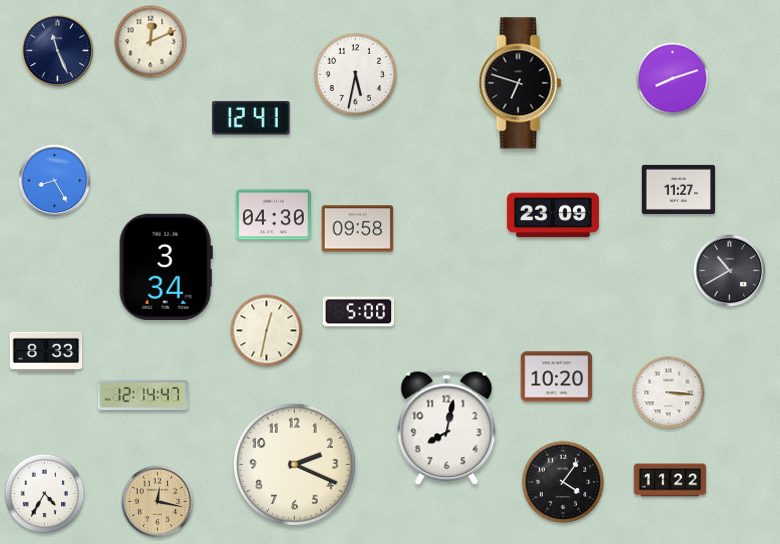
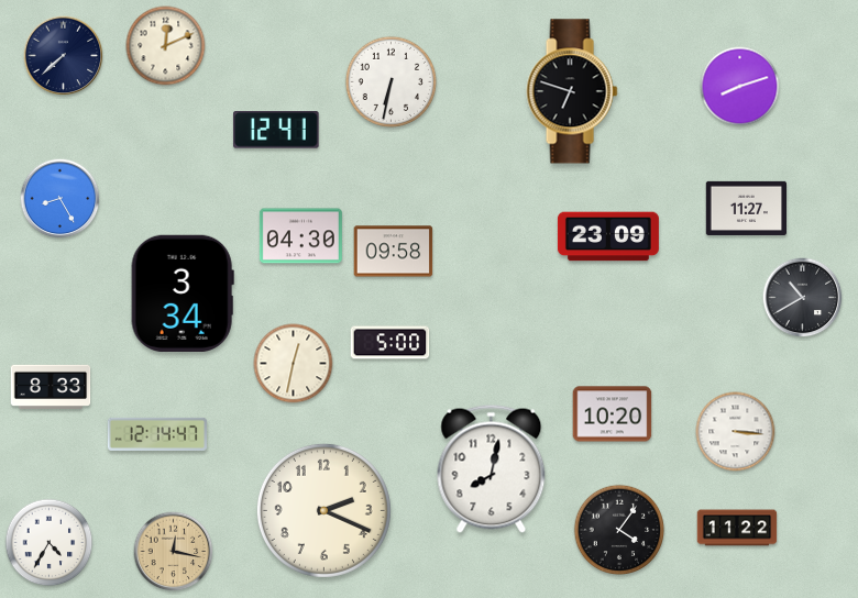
clock at (58, 51): 11:26 -> 7:38
clock at (356, 75): 5:32 -> 6:32
clock at (359, 312) position: (359, 312) -> (391, 343)
